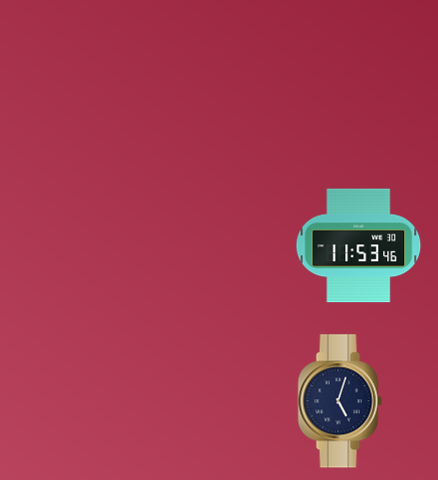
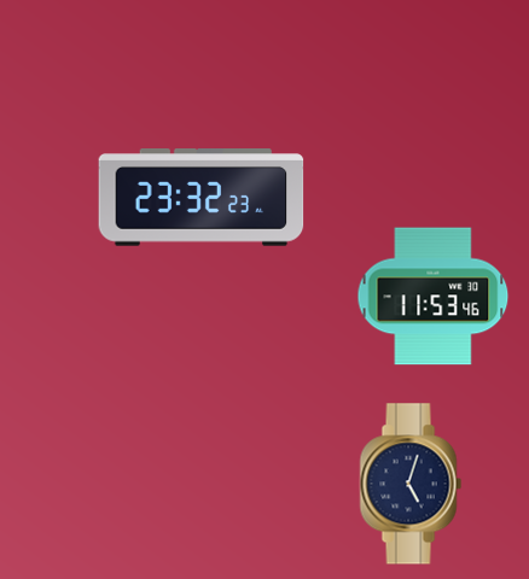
clock at (202, 198): none -> 23:32
